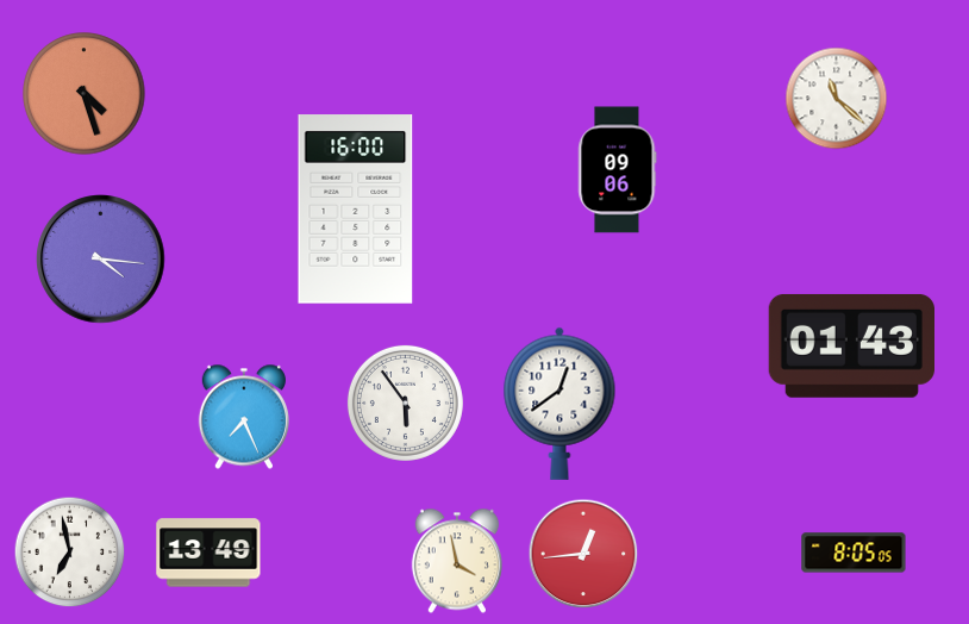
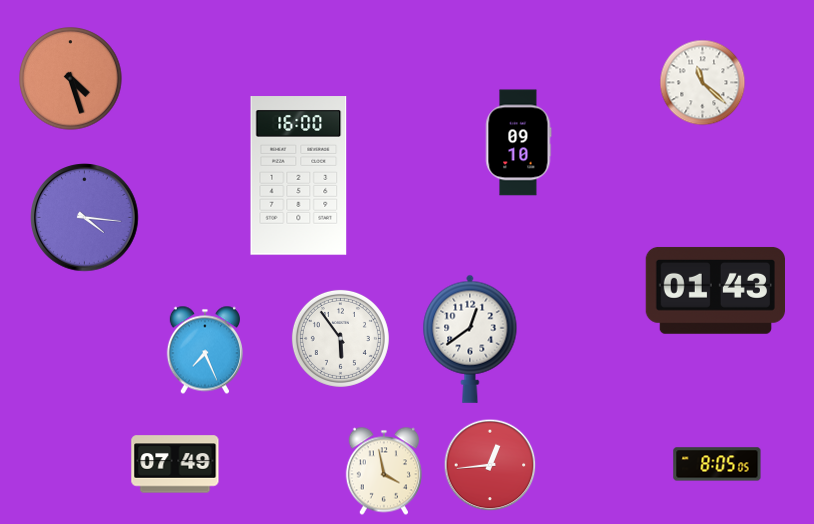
clock at (617, 170): 09:06 -> 09:10
clock at (70, 553): 6:58 -> none
clock at (208, 553): 13:49 -> 07:49
